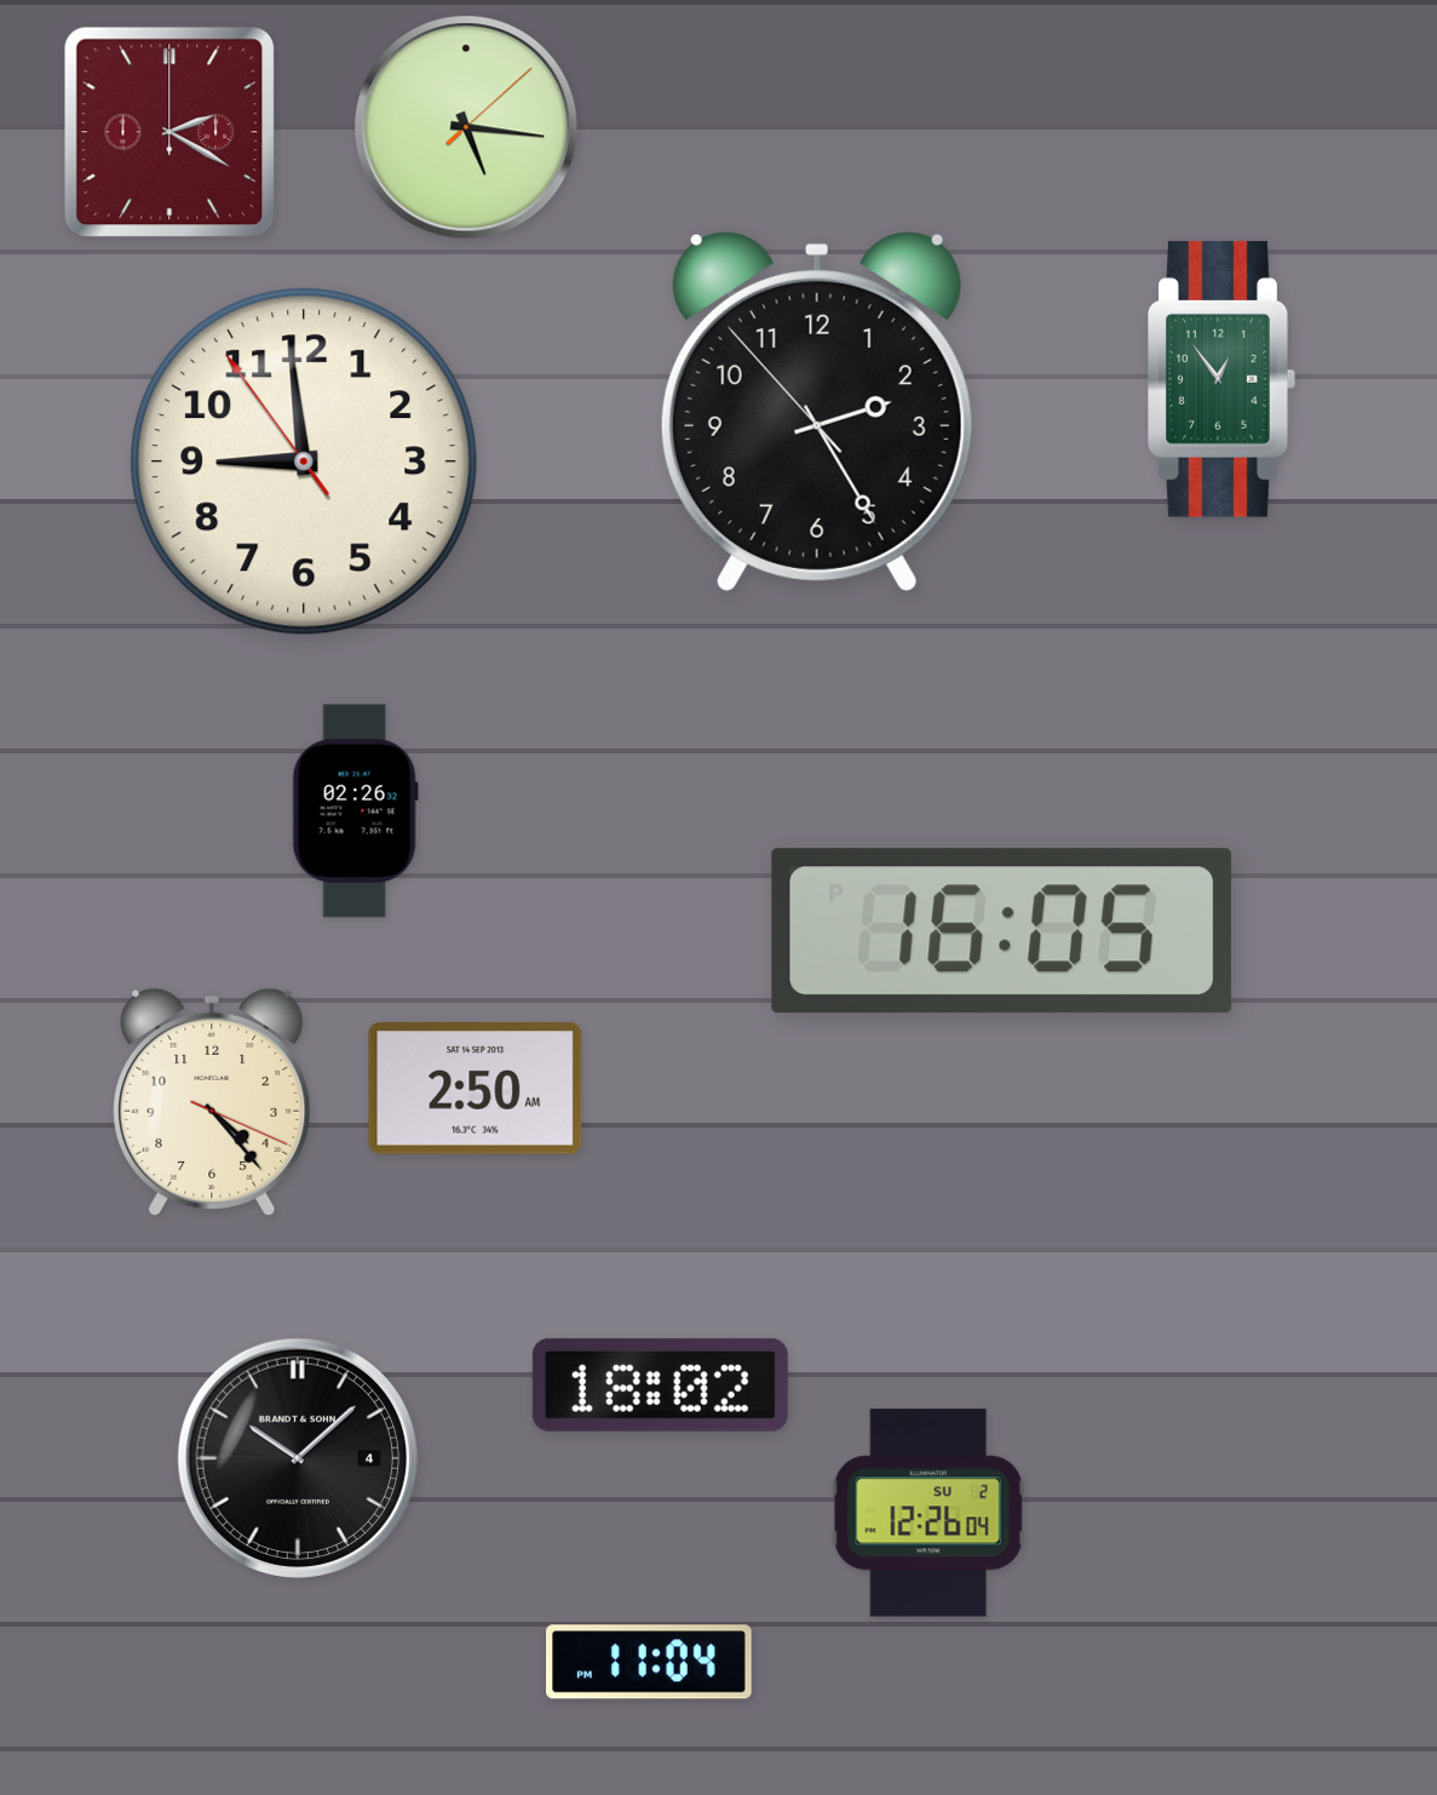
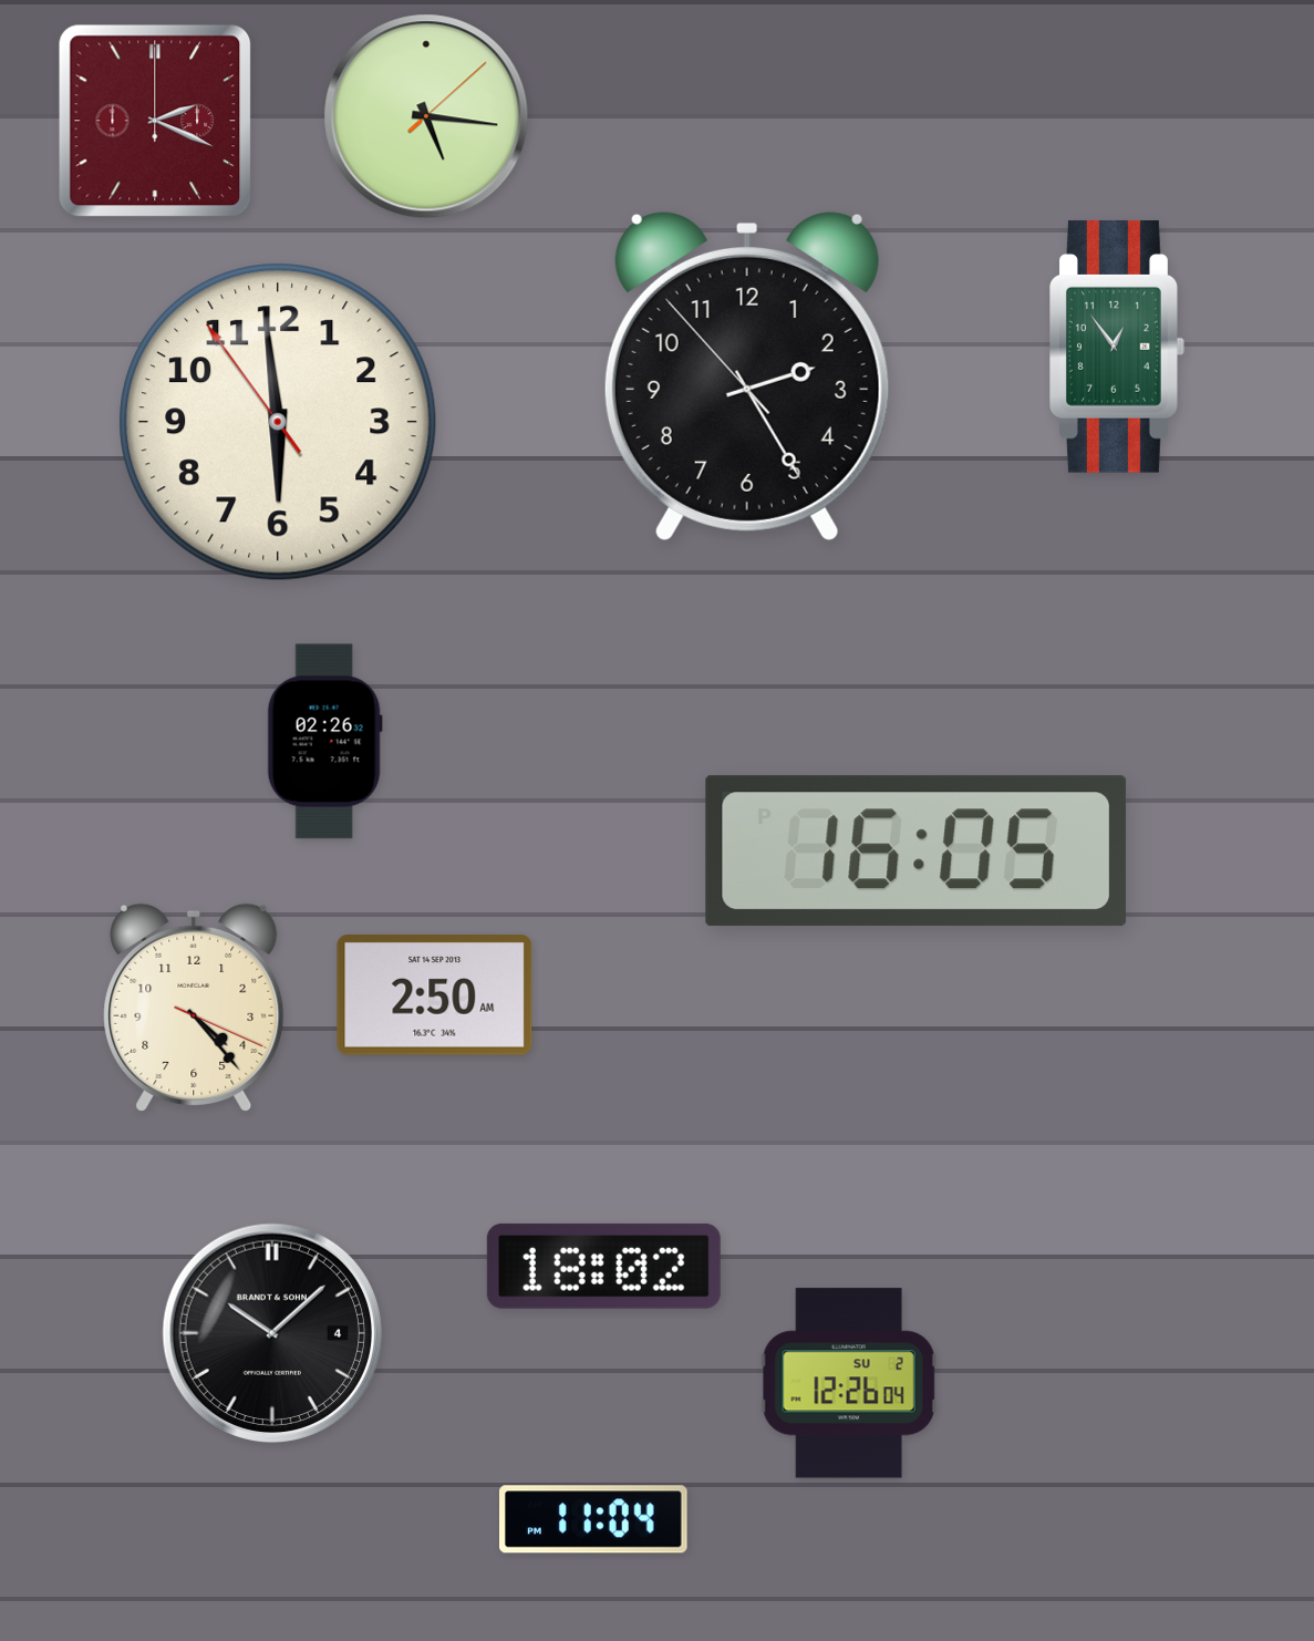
clock at (169, 132): 2:20 -> 2:19
clock at (304, 461): 8:58 -> 5:58
